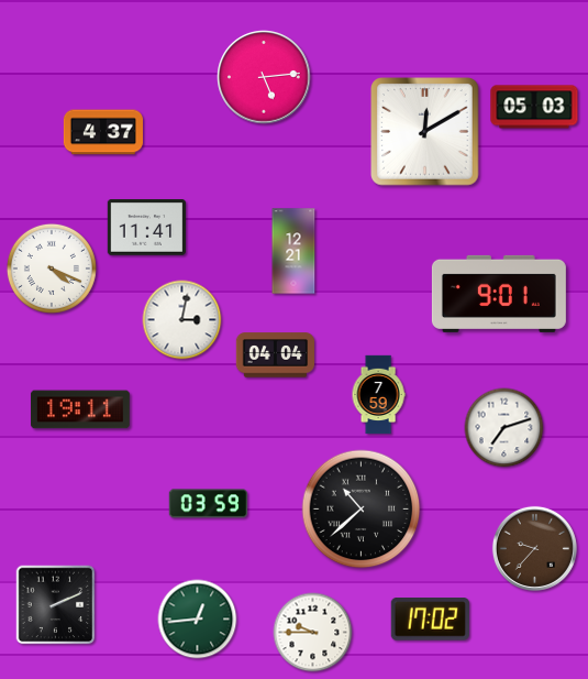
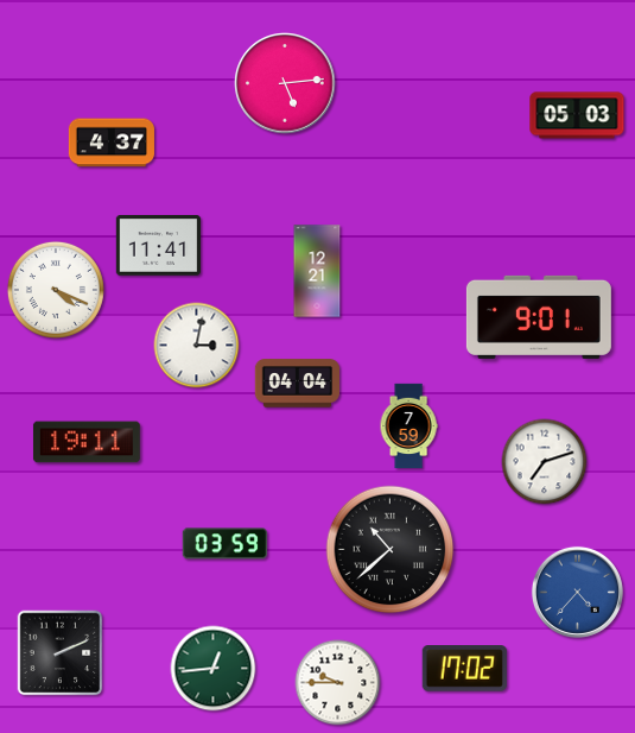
clock at (425, 132): 12:10 -> none
clock at (534, 548): 9:37 -> 4:37
clock at (534, 548) dial: brown -> blue
